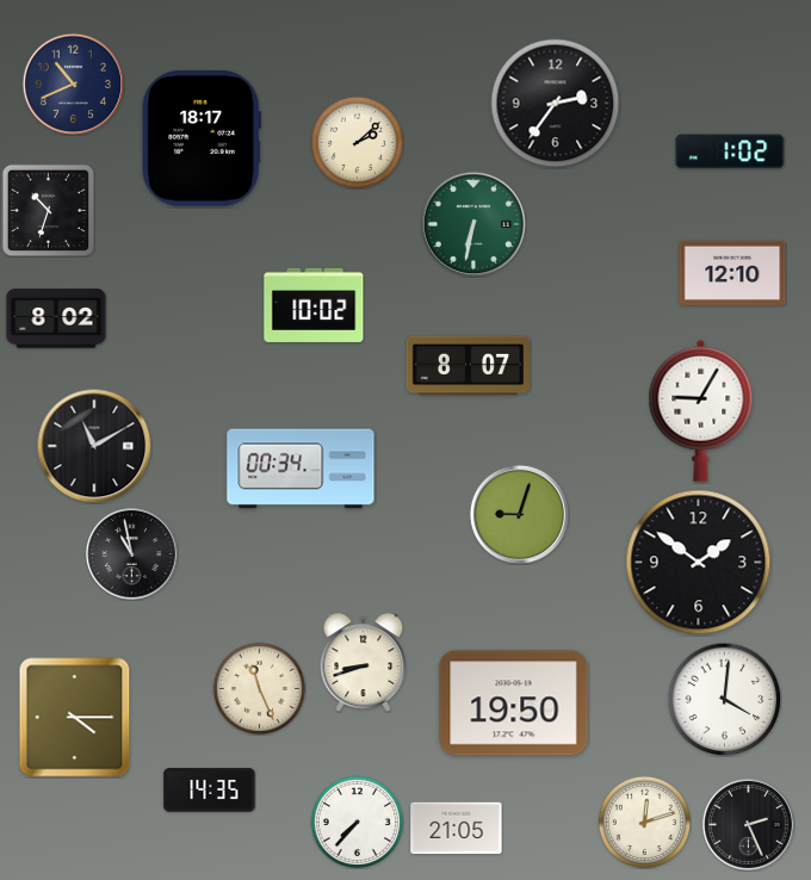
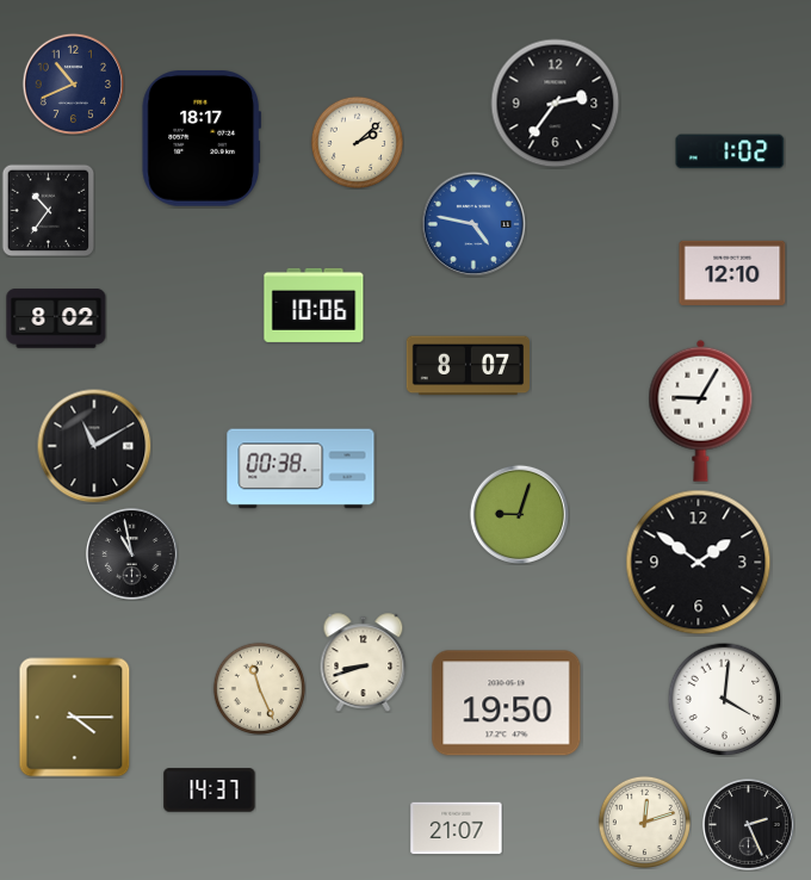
clock at (48, 210): 10:33 -> 10:36
clock at (473, 224): 6:32 -> 4:47
clock at (473, 224) dial: green -> blue
clock at (314, 305): 10:02 -> 10:06
clock at (301, 469): 00:34 -> 00:38
clock at (514, 704) position: (514, 704) -> (507, 704)
clock at (210, 791): 14:35 -> 14:37
clock at (357, 822): 7:37 -> none
clock at (457, 829): 21:05 -> 21:07
